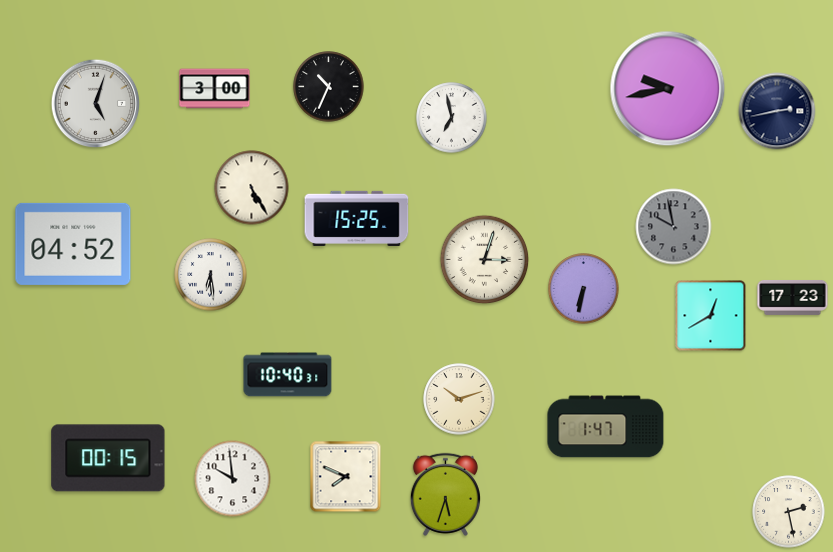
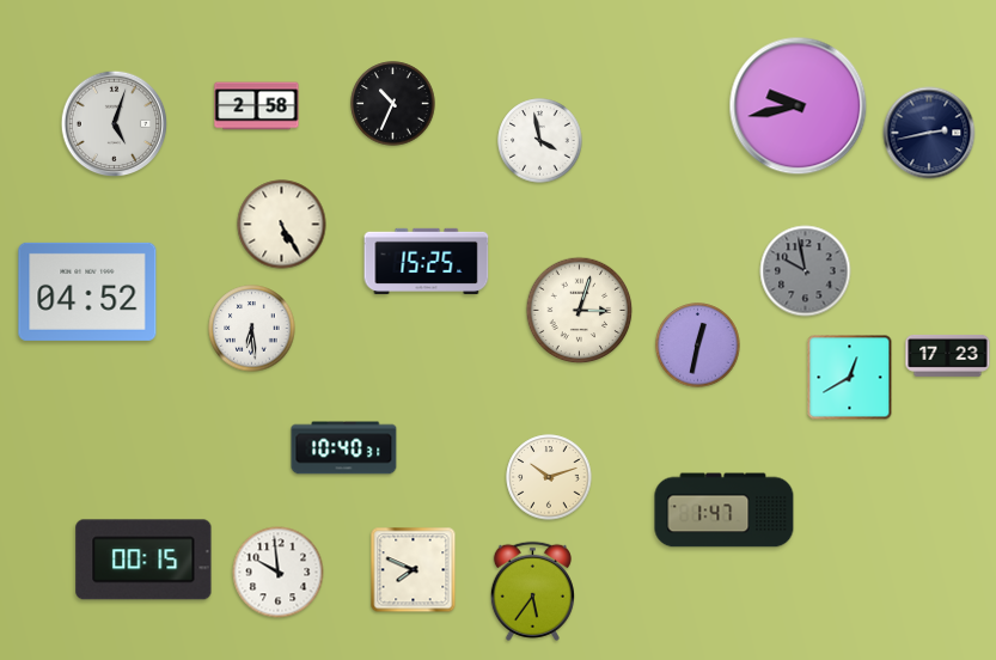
clock at (215, 89): 3:00 -> 2:58
clock at (452, 118): 6:58 -> 3:58
clock at (252, 188) position: (252, 188) -> (282, 225)
clock at (584, 289): 6:32 -> 12:32
clock at (108, 458) position: (108, 458) -> (143, 560)
clock at (445, 494): 5:33 -> 5:36
clock at (789, 512): 2:28 -> none
